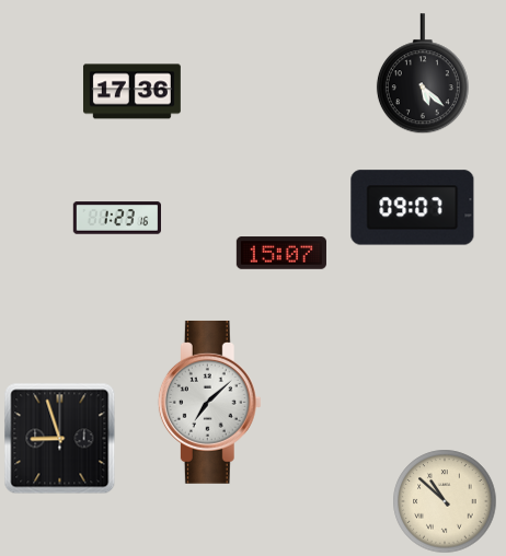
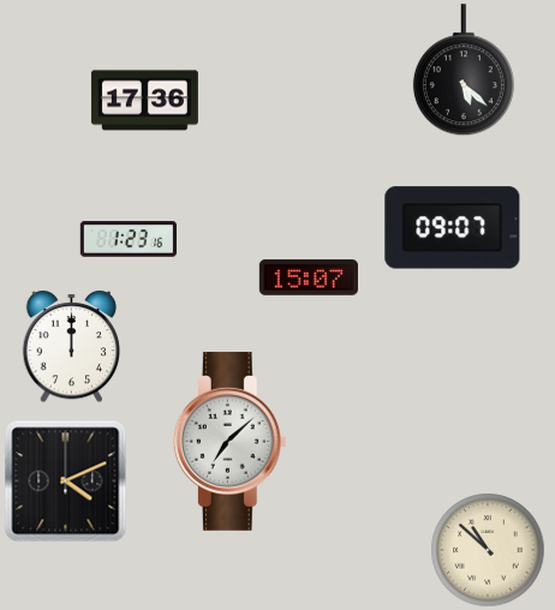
clock at (423, 73) position: (423, 73) -> (464, 70)
clock at (72, 346): none -> 12:00
clock at (59, 438): 8:57 -> 4:11
